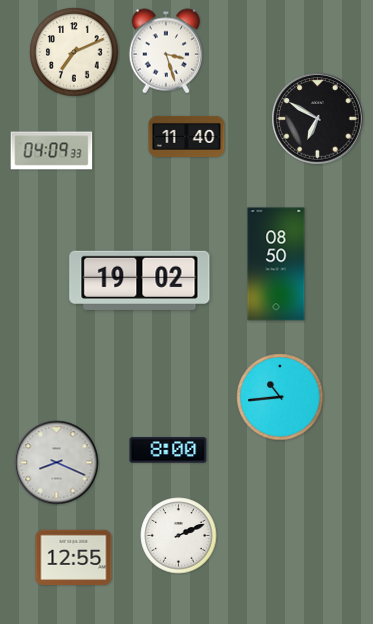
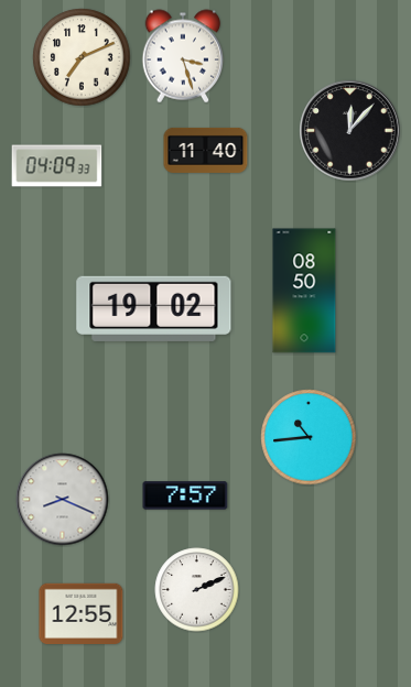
clock at (318, 119): 6:50 -> 12:07
clock at (168, 450): 8:00 -> 7:57
clock at (57, 463) position: (57, 463) -> (63, 500)
